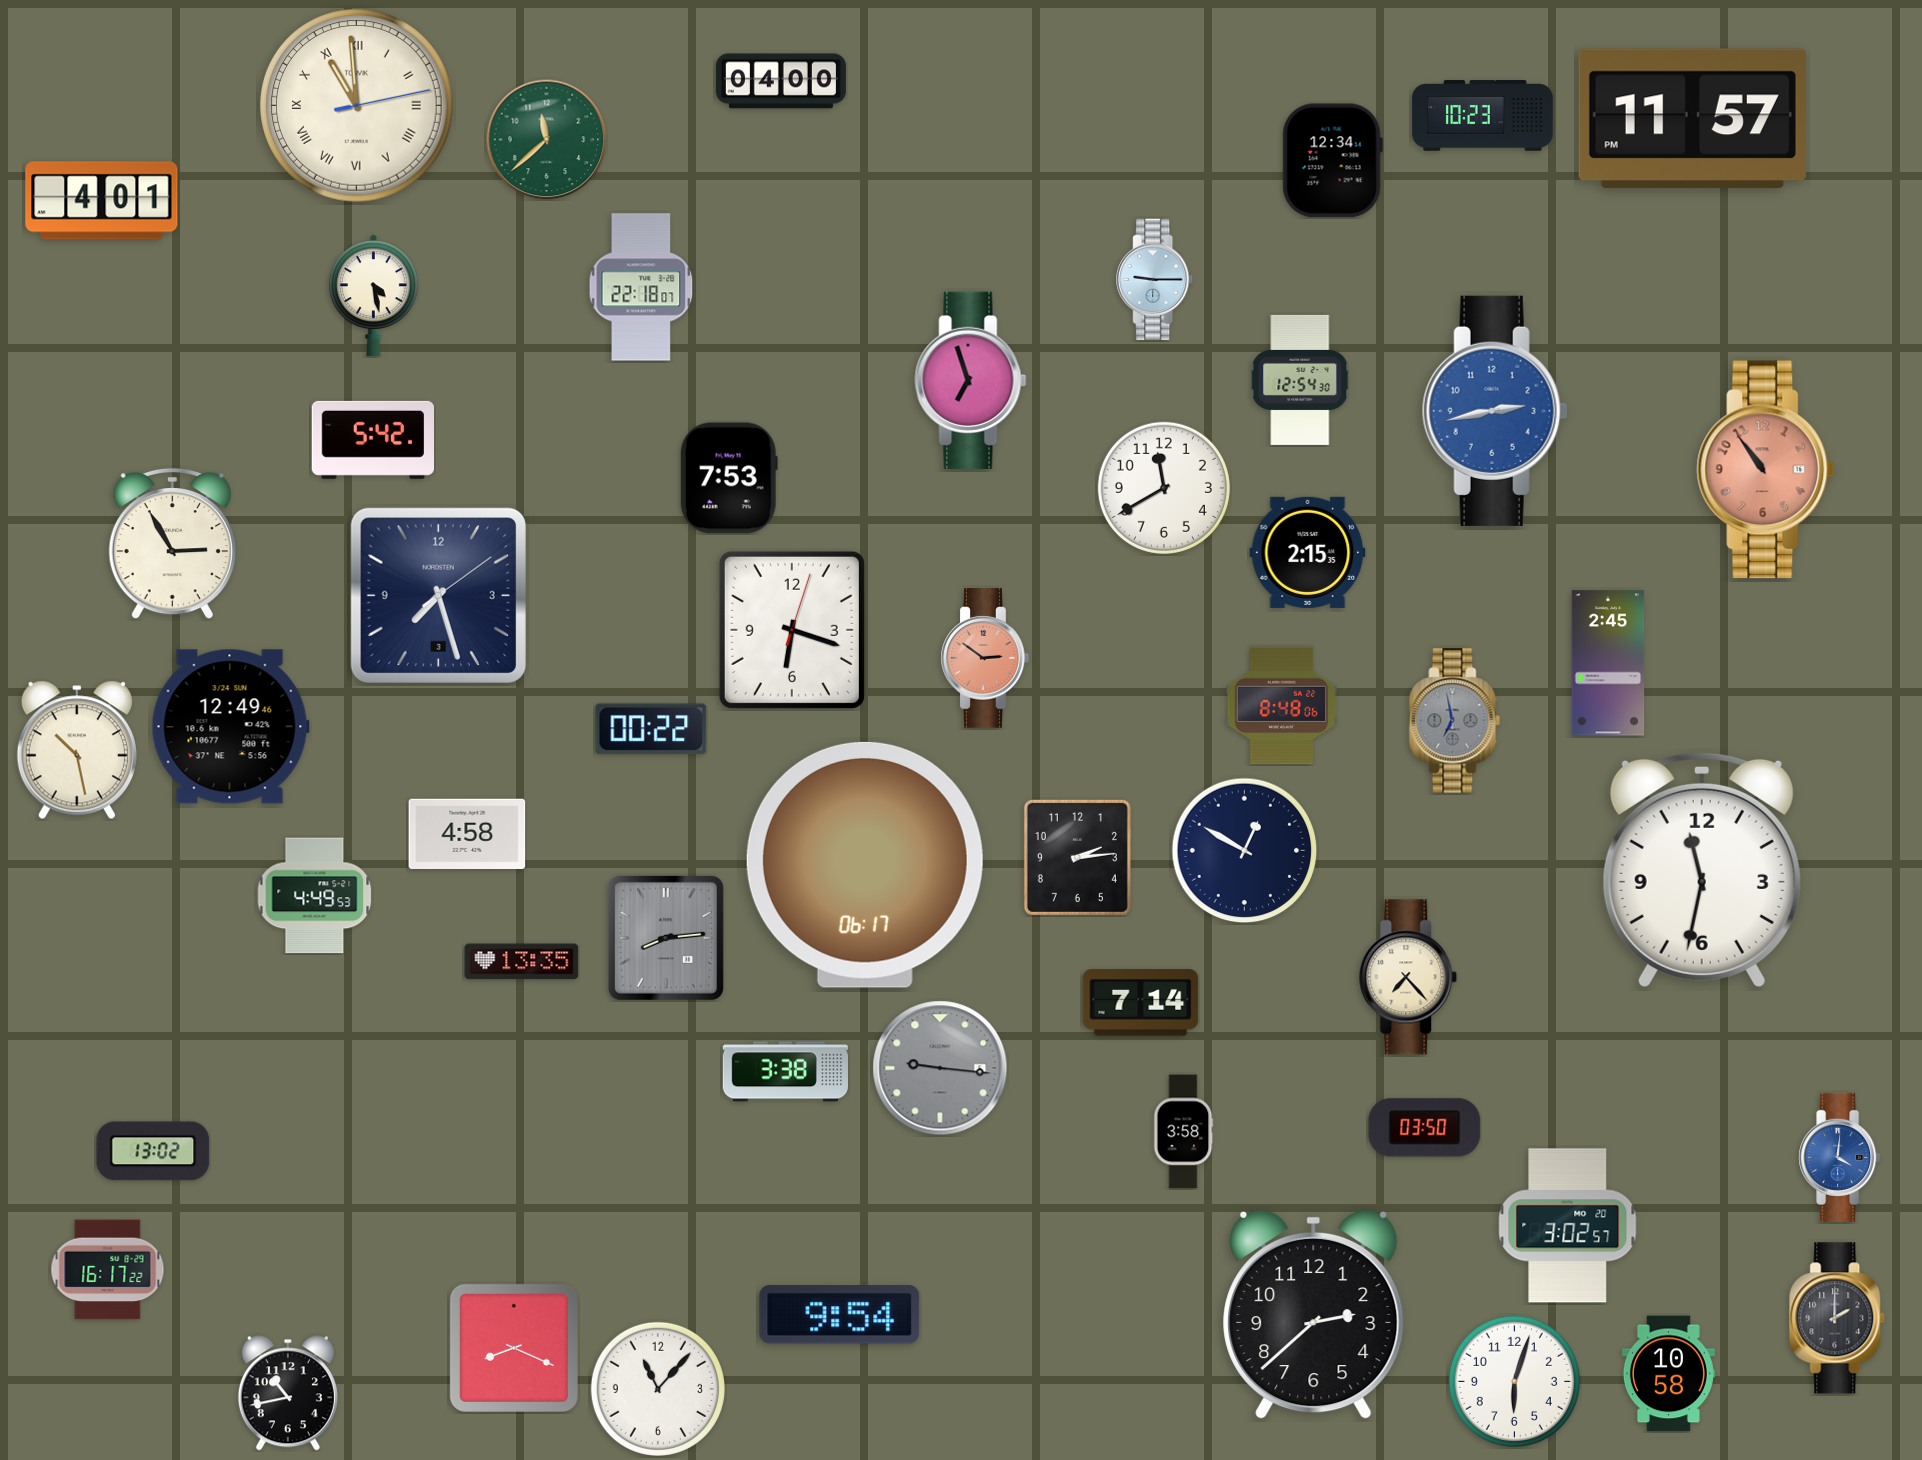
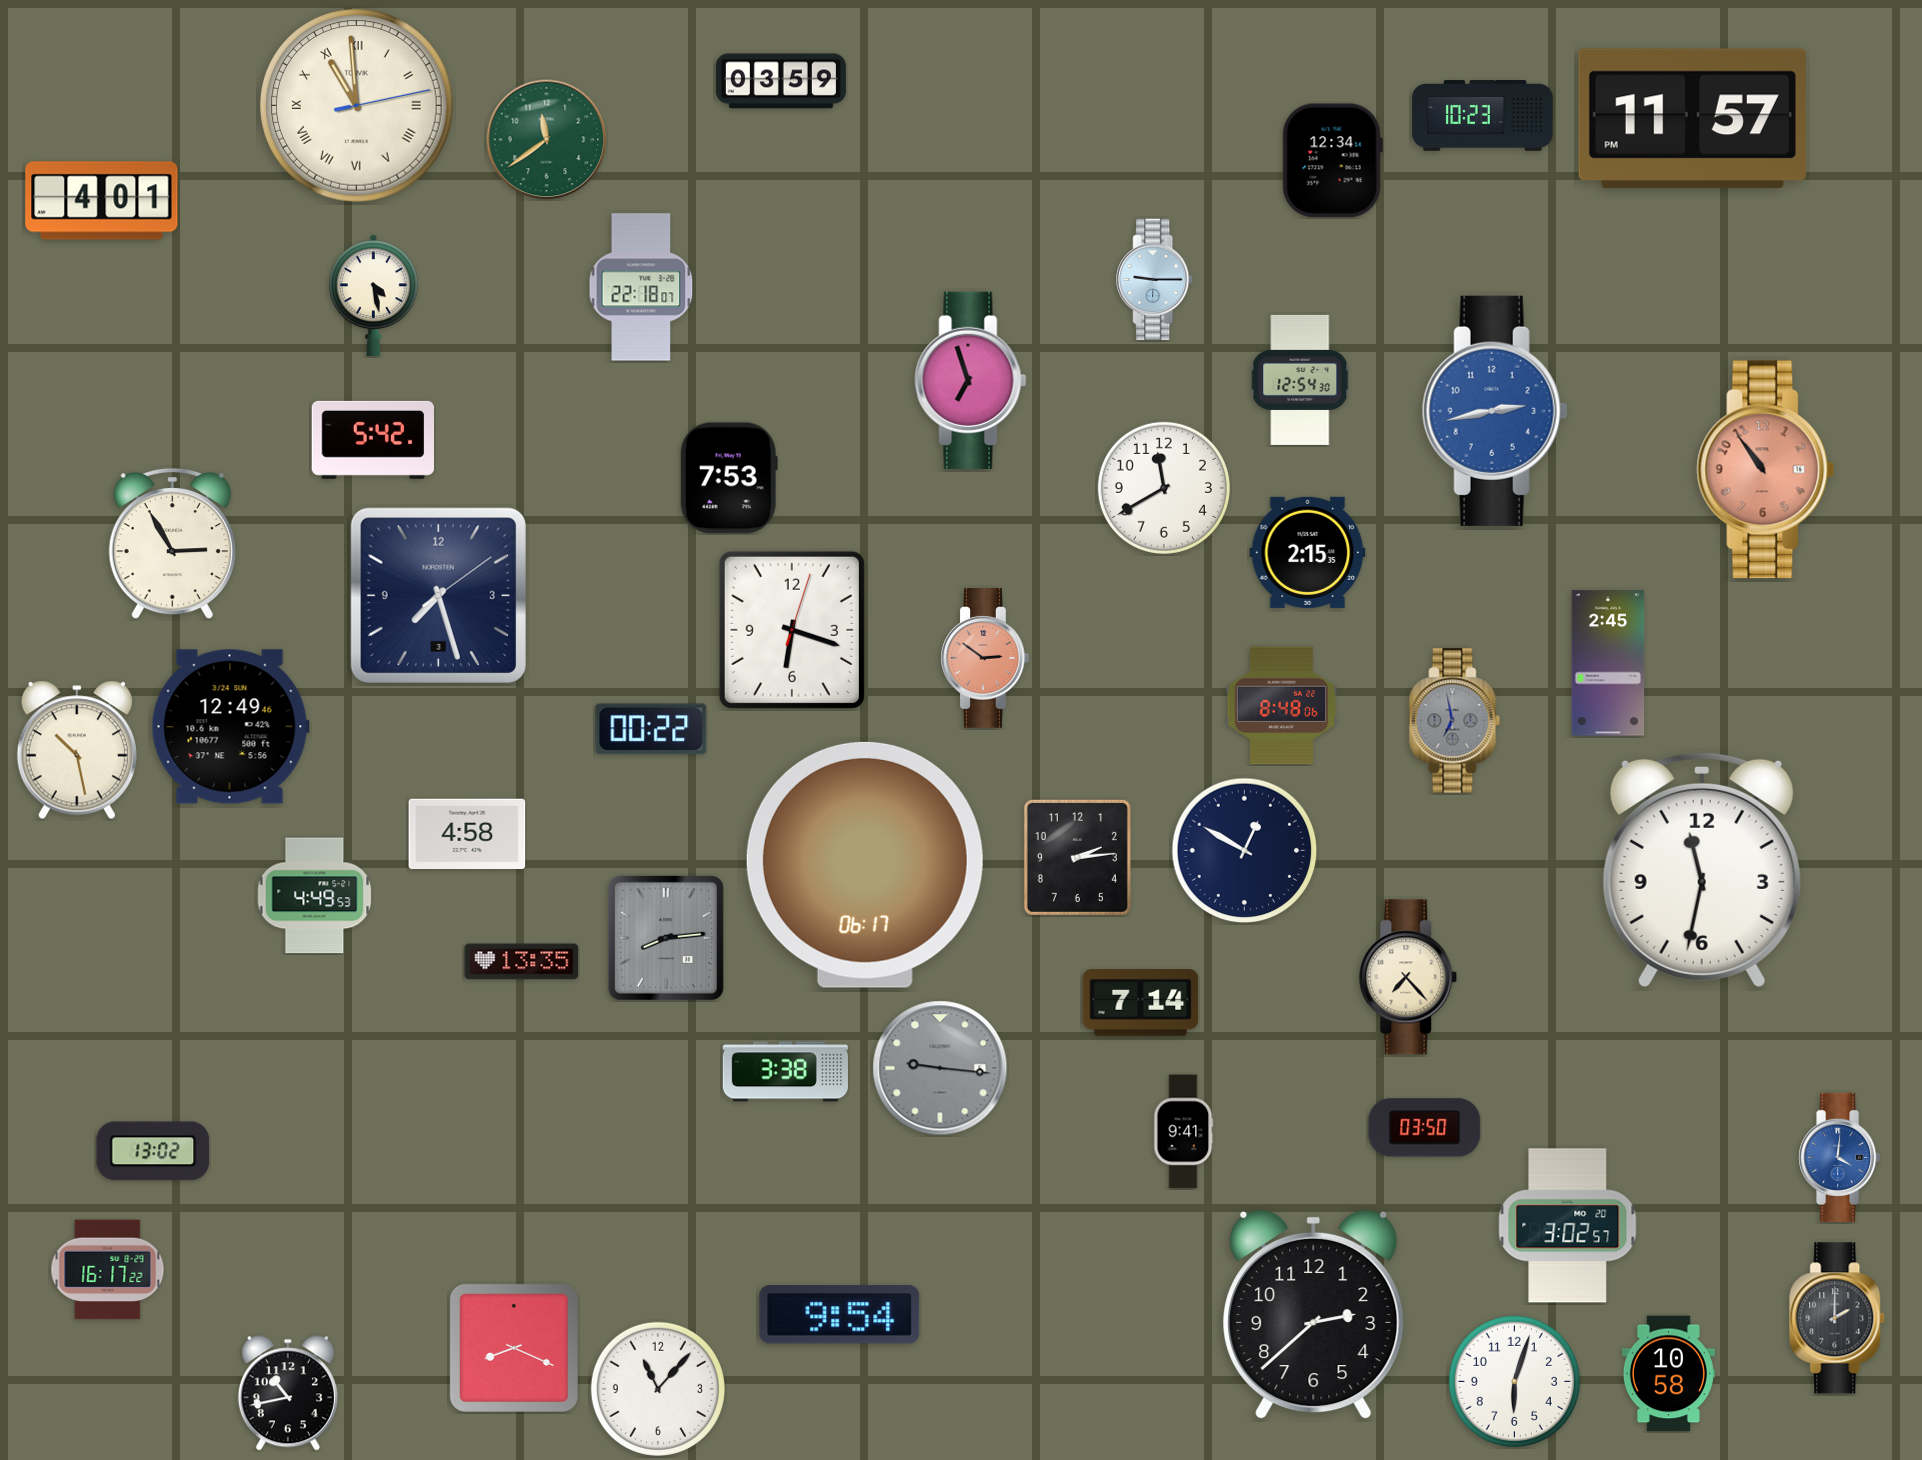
clock at (781, 81): 04:00 -> 03:59
clock at (547, 140): 11:38 -> 11:39
clock at (1183, 1132): 3:58 -> 9:41
